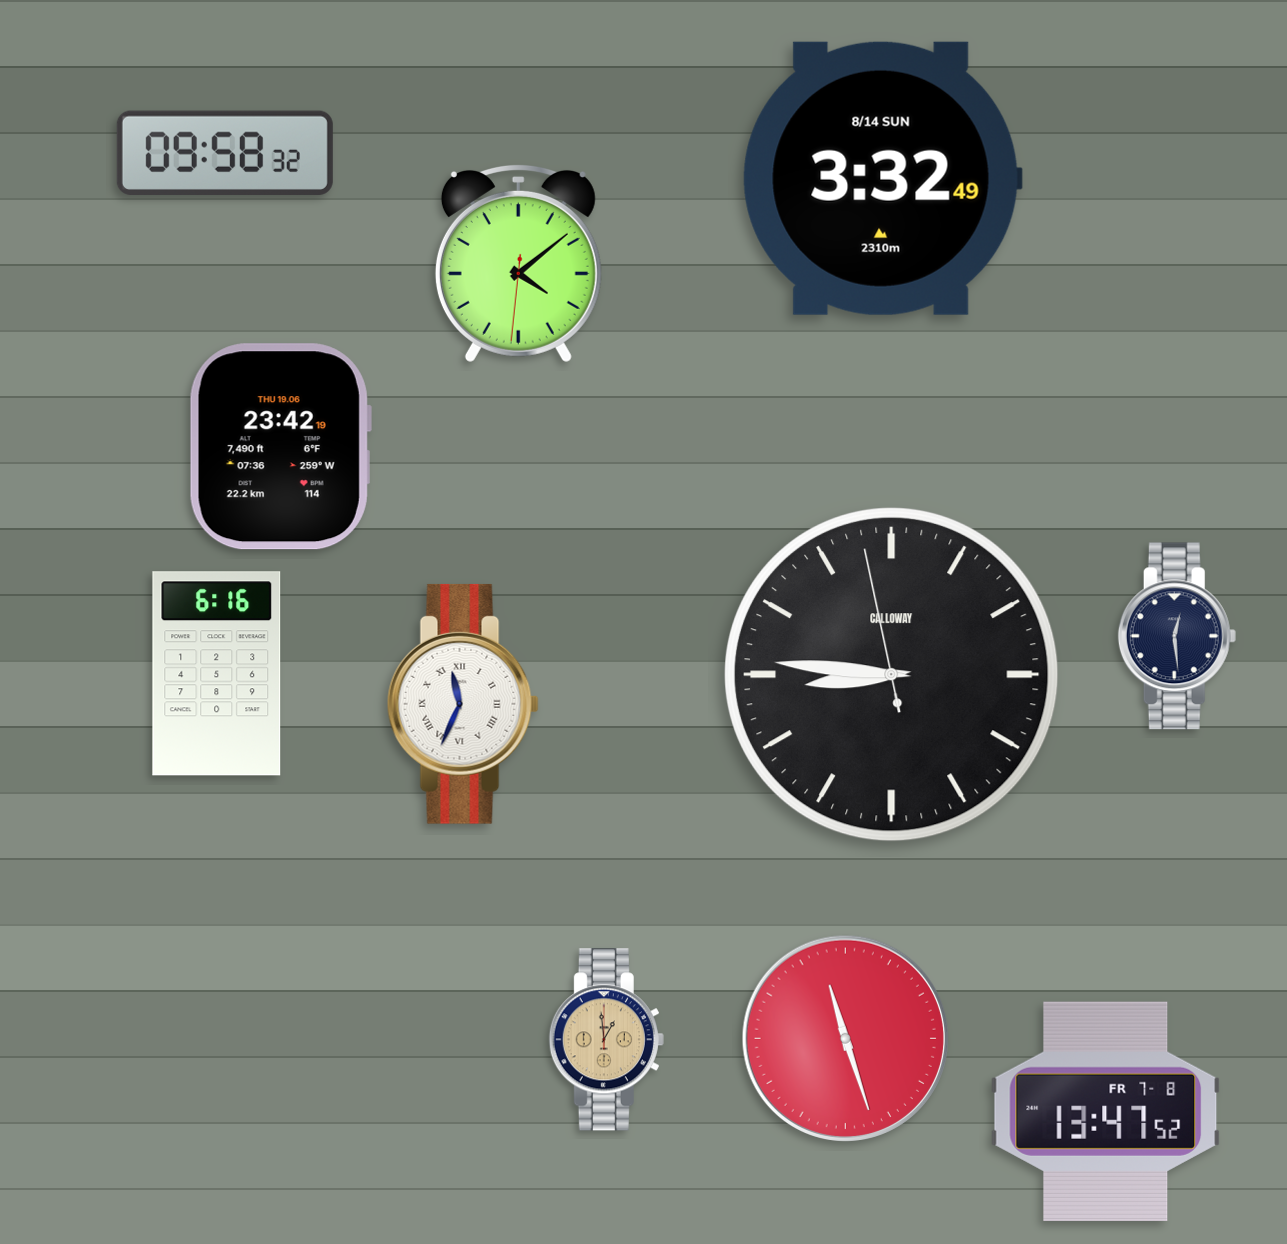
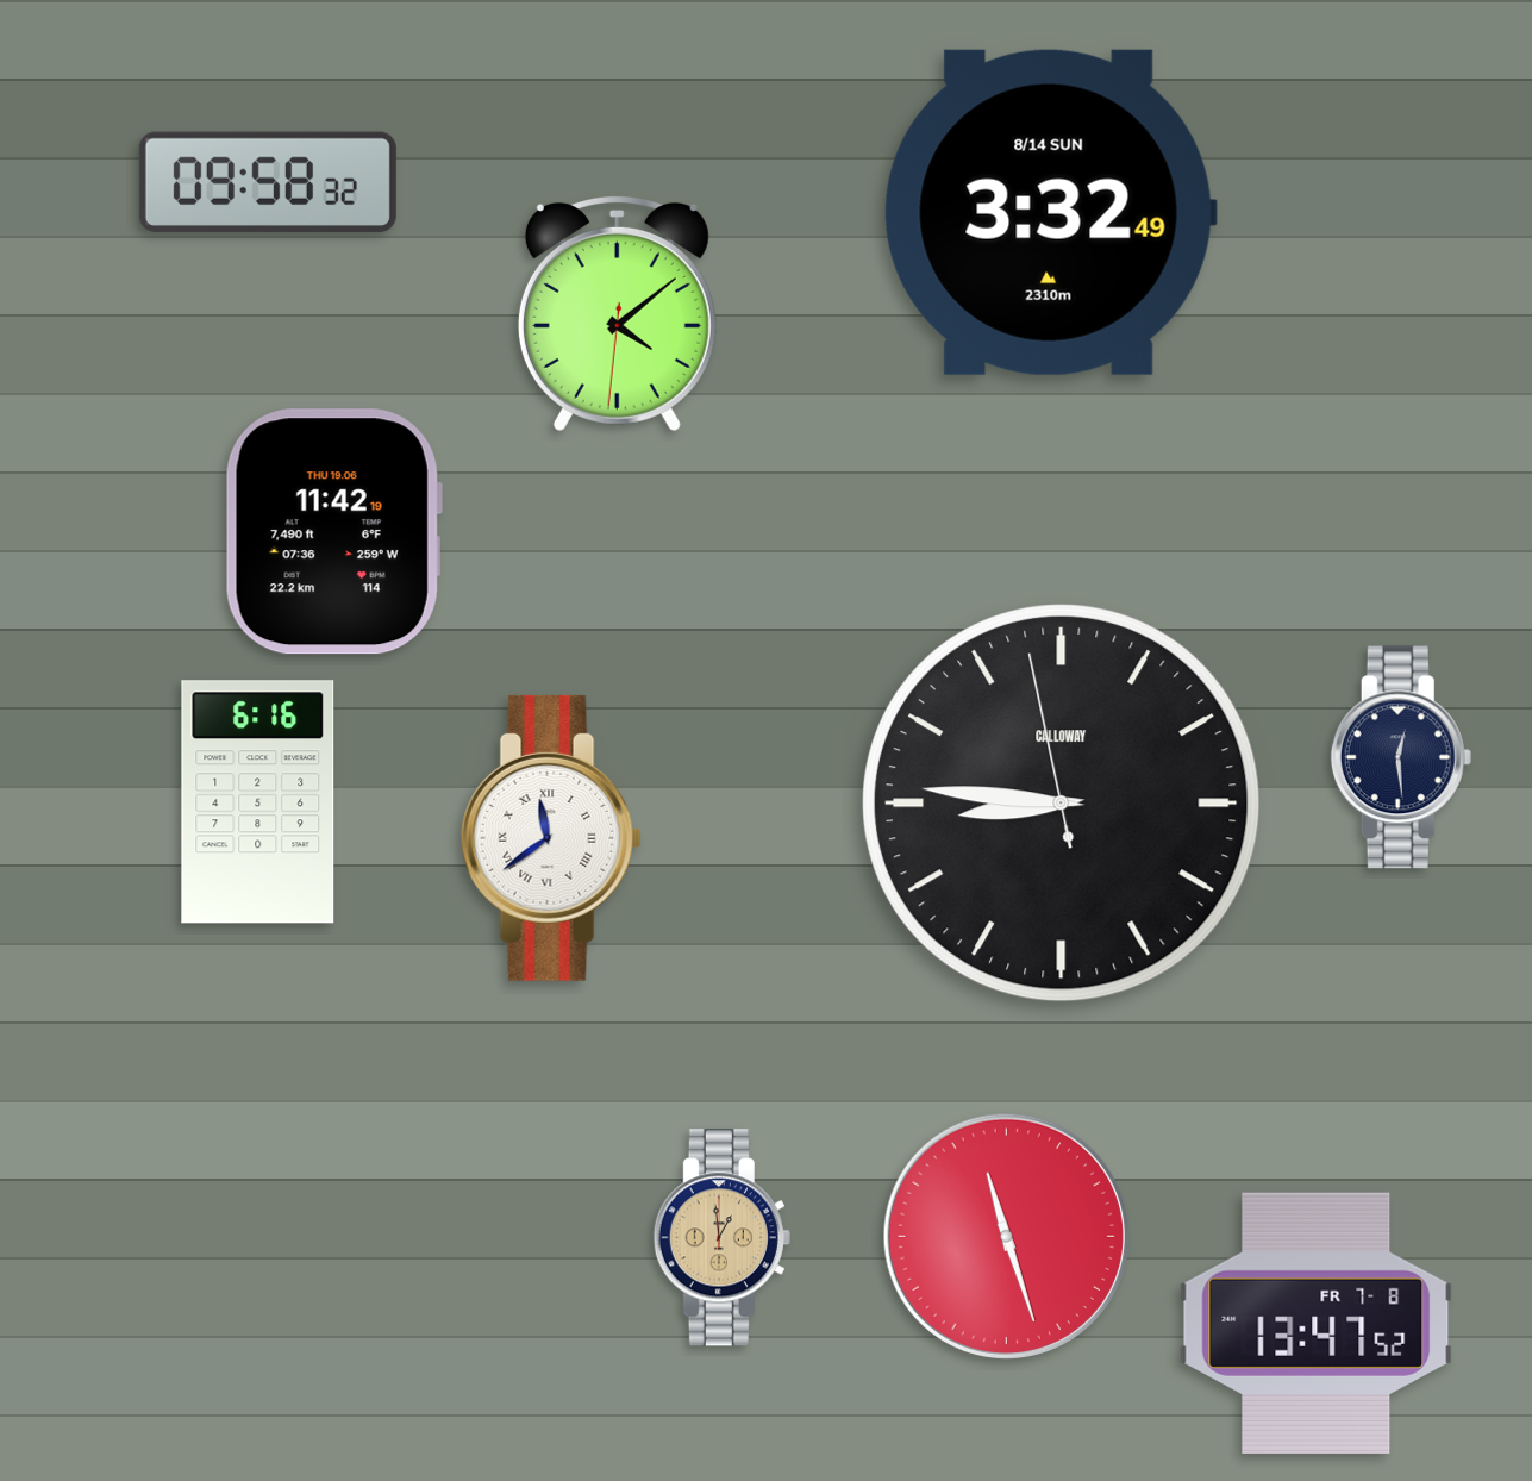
clock at (280, 447): 23:42 -> 11:42
clock at (463, 704): 11:34 -> 11:39
